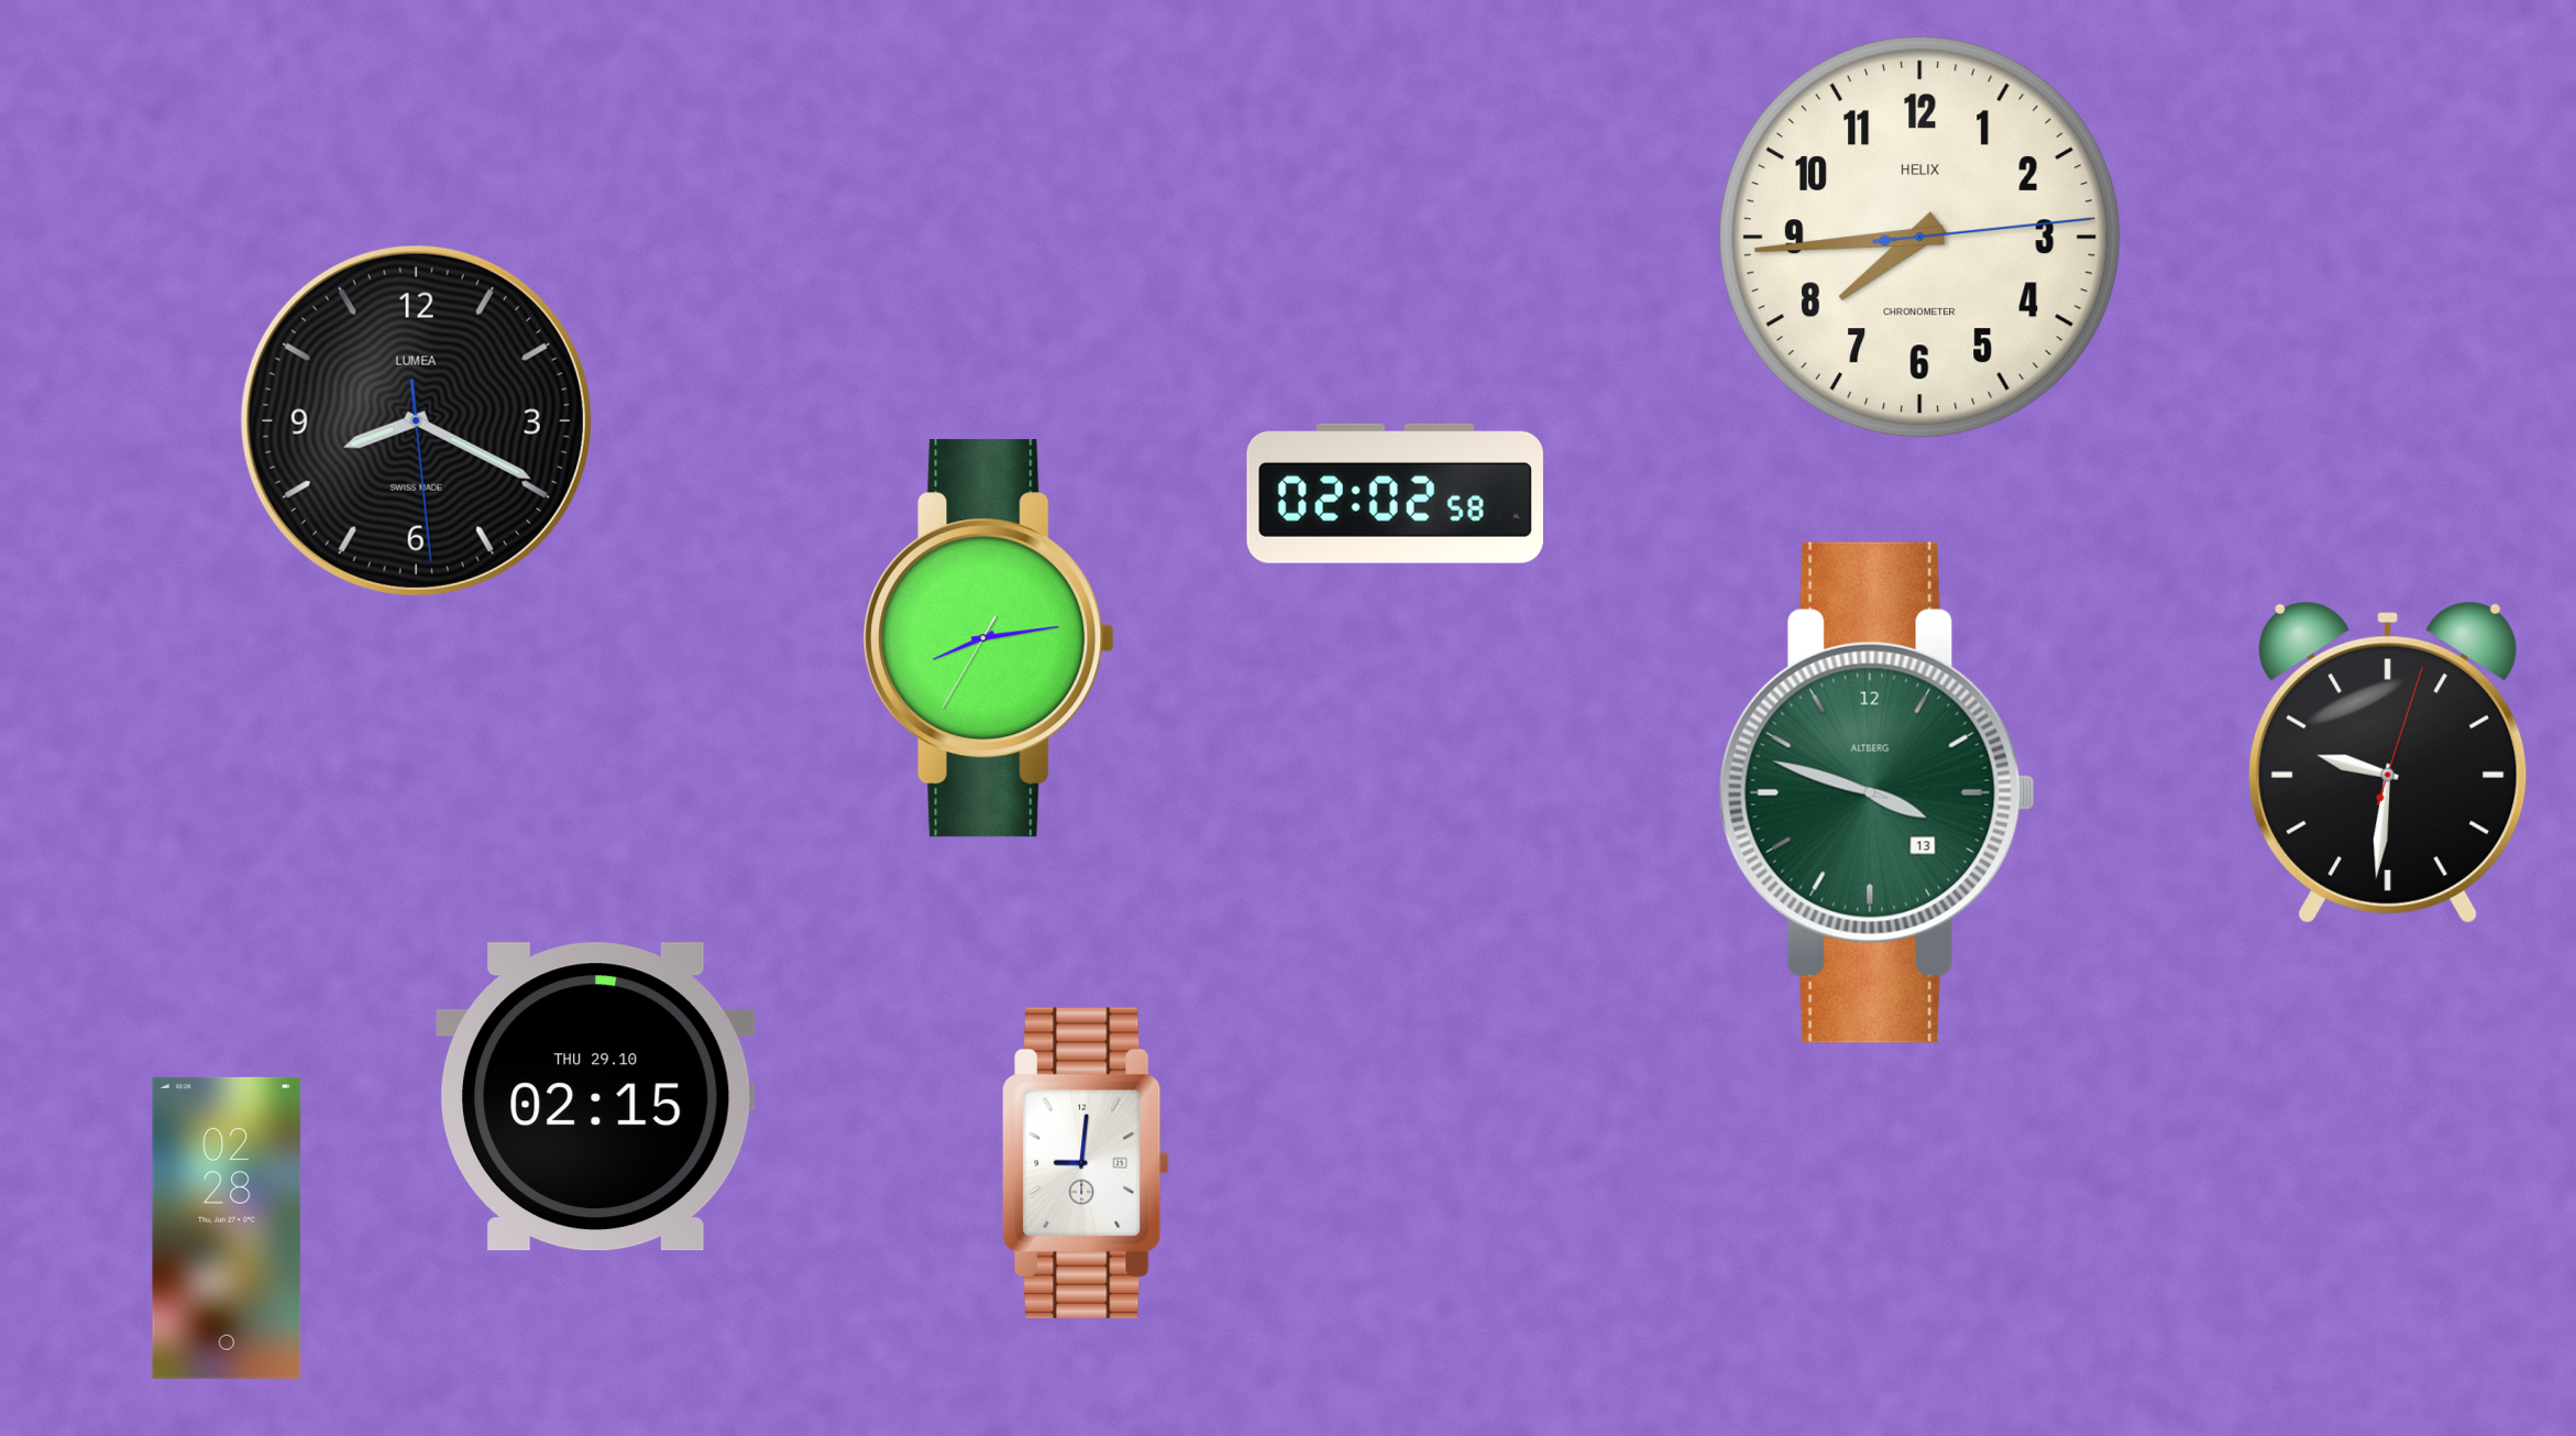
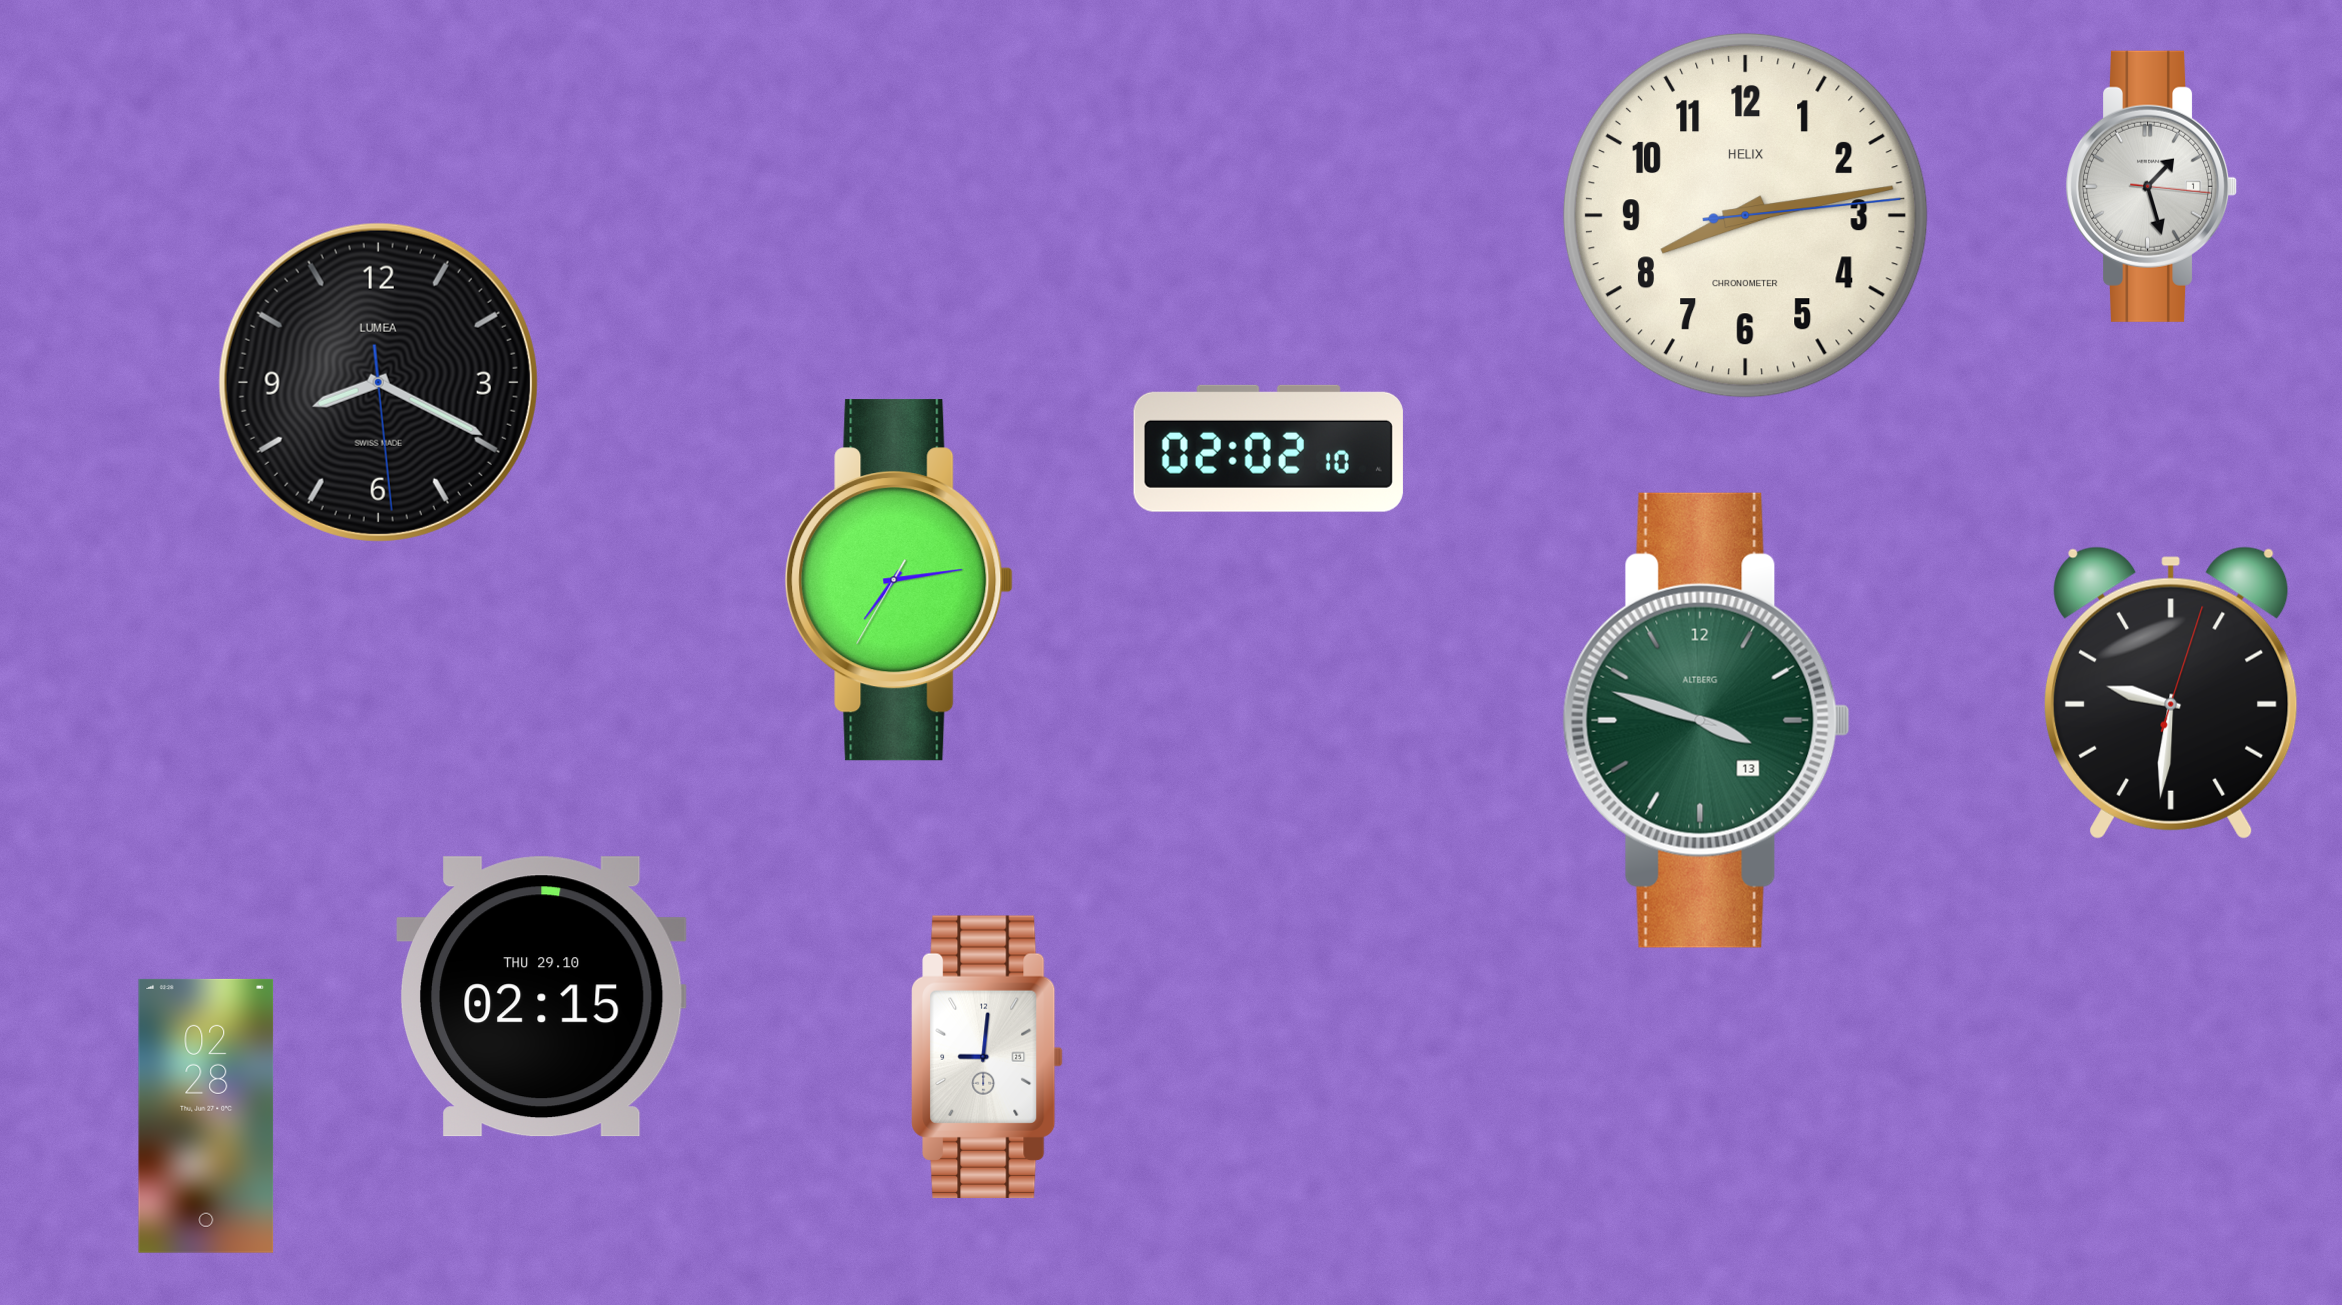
clock at (2152, 186): none -> 1:27
clock at (1919, 237): 7:44 -> 8:13
clock at (1395, 493): 02:02:58 -> 02:02:10
clock at (989, 638): 8:13 -> 7:13
